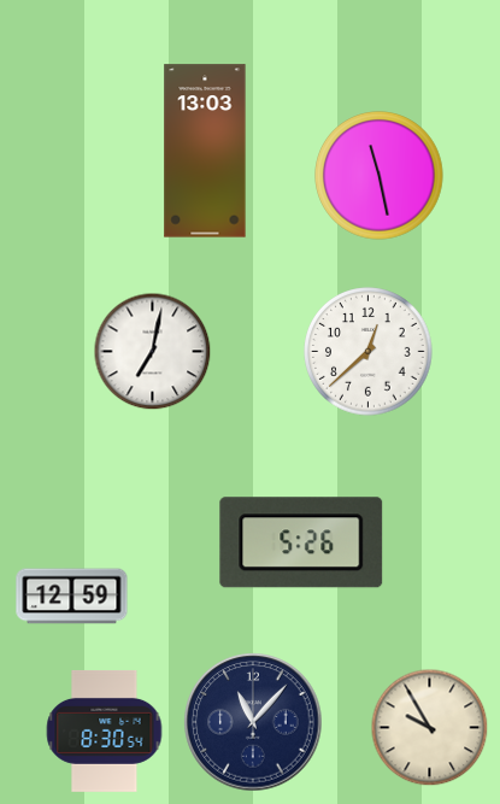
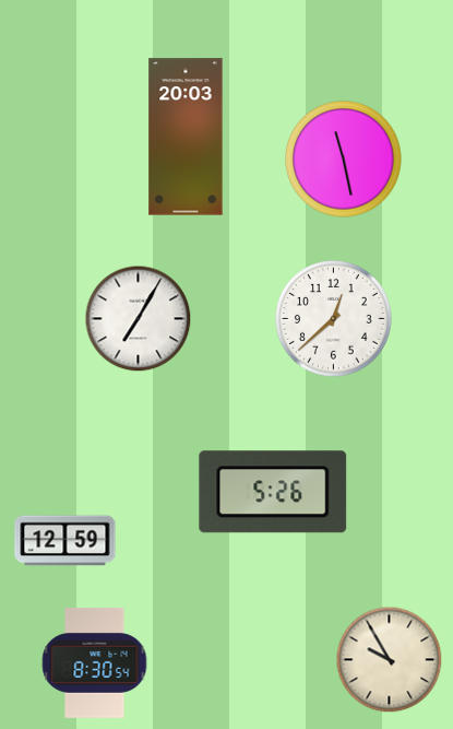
clock at (205, 151): 13:03 -> 20:03
clock at (153, 352): 7:02 -> 7:05
clock at (253, 722): 11:07 -> none
